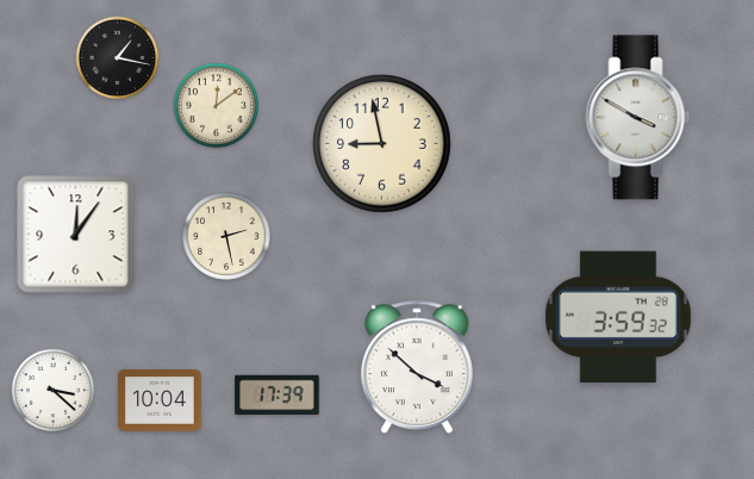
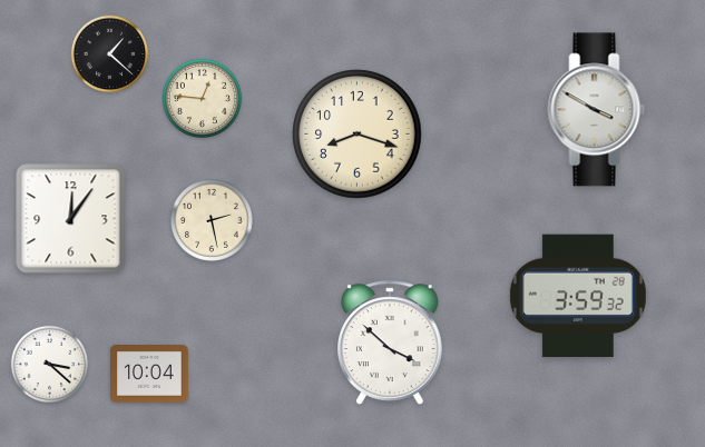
clock at (118, 58): 1:17 -> 1:22
clock at (216, 105): 12:09 -> 12:46
clock at (382, 144): 8:58 -> 8:18
clock at (278, 396): 17:39 -> none
